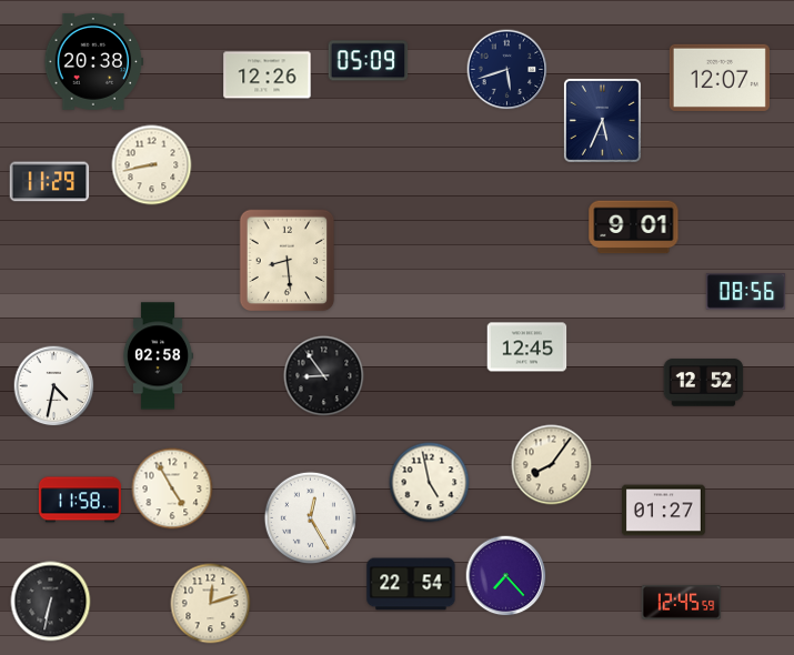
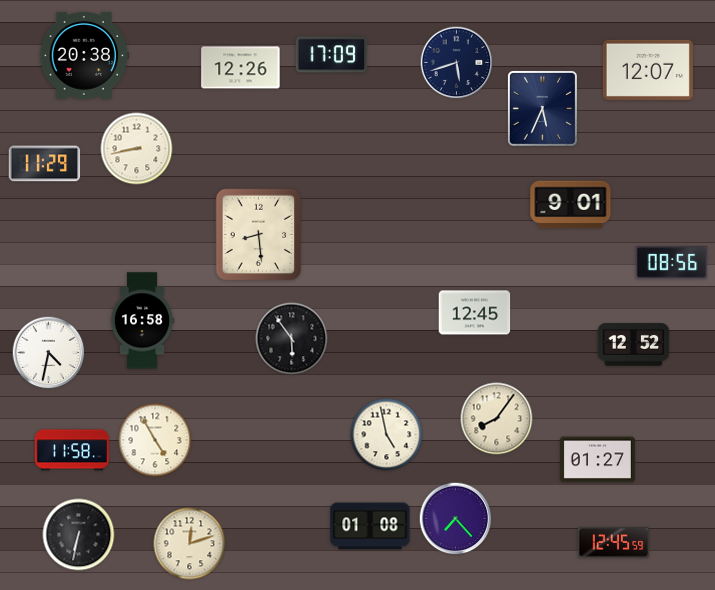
clock at (369, 61): 05:09 -> 17:09
clock at (158, 356): 02:58 -> 16:58
clock at (324, 376): 8:54 -> 5:54
clock at (54, 386) position: (54, 386) -> (49, 353)
clock at (310, 517): 12:25 -> none
clock at (411, 584): 22:54 -> 01:08
clock at (51, 602) position: (51, 602) -> (79, 535)
